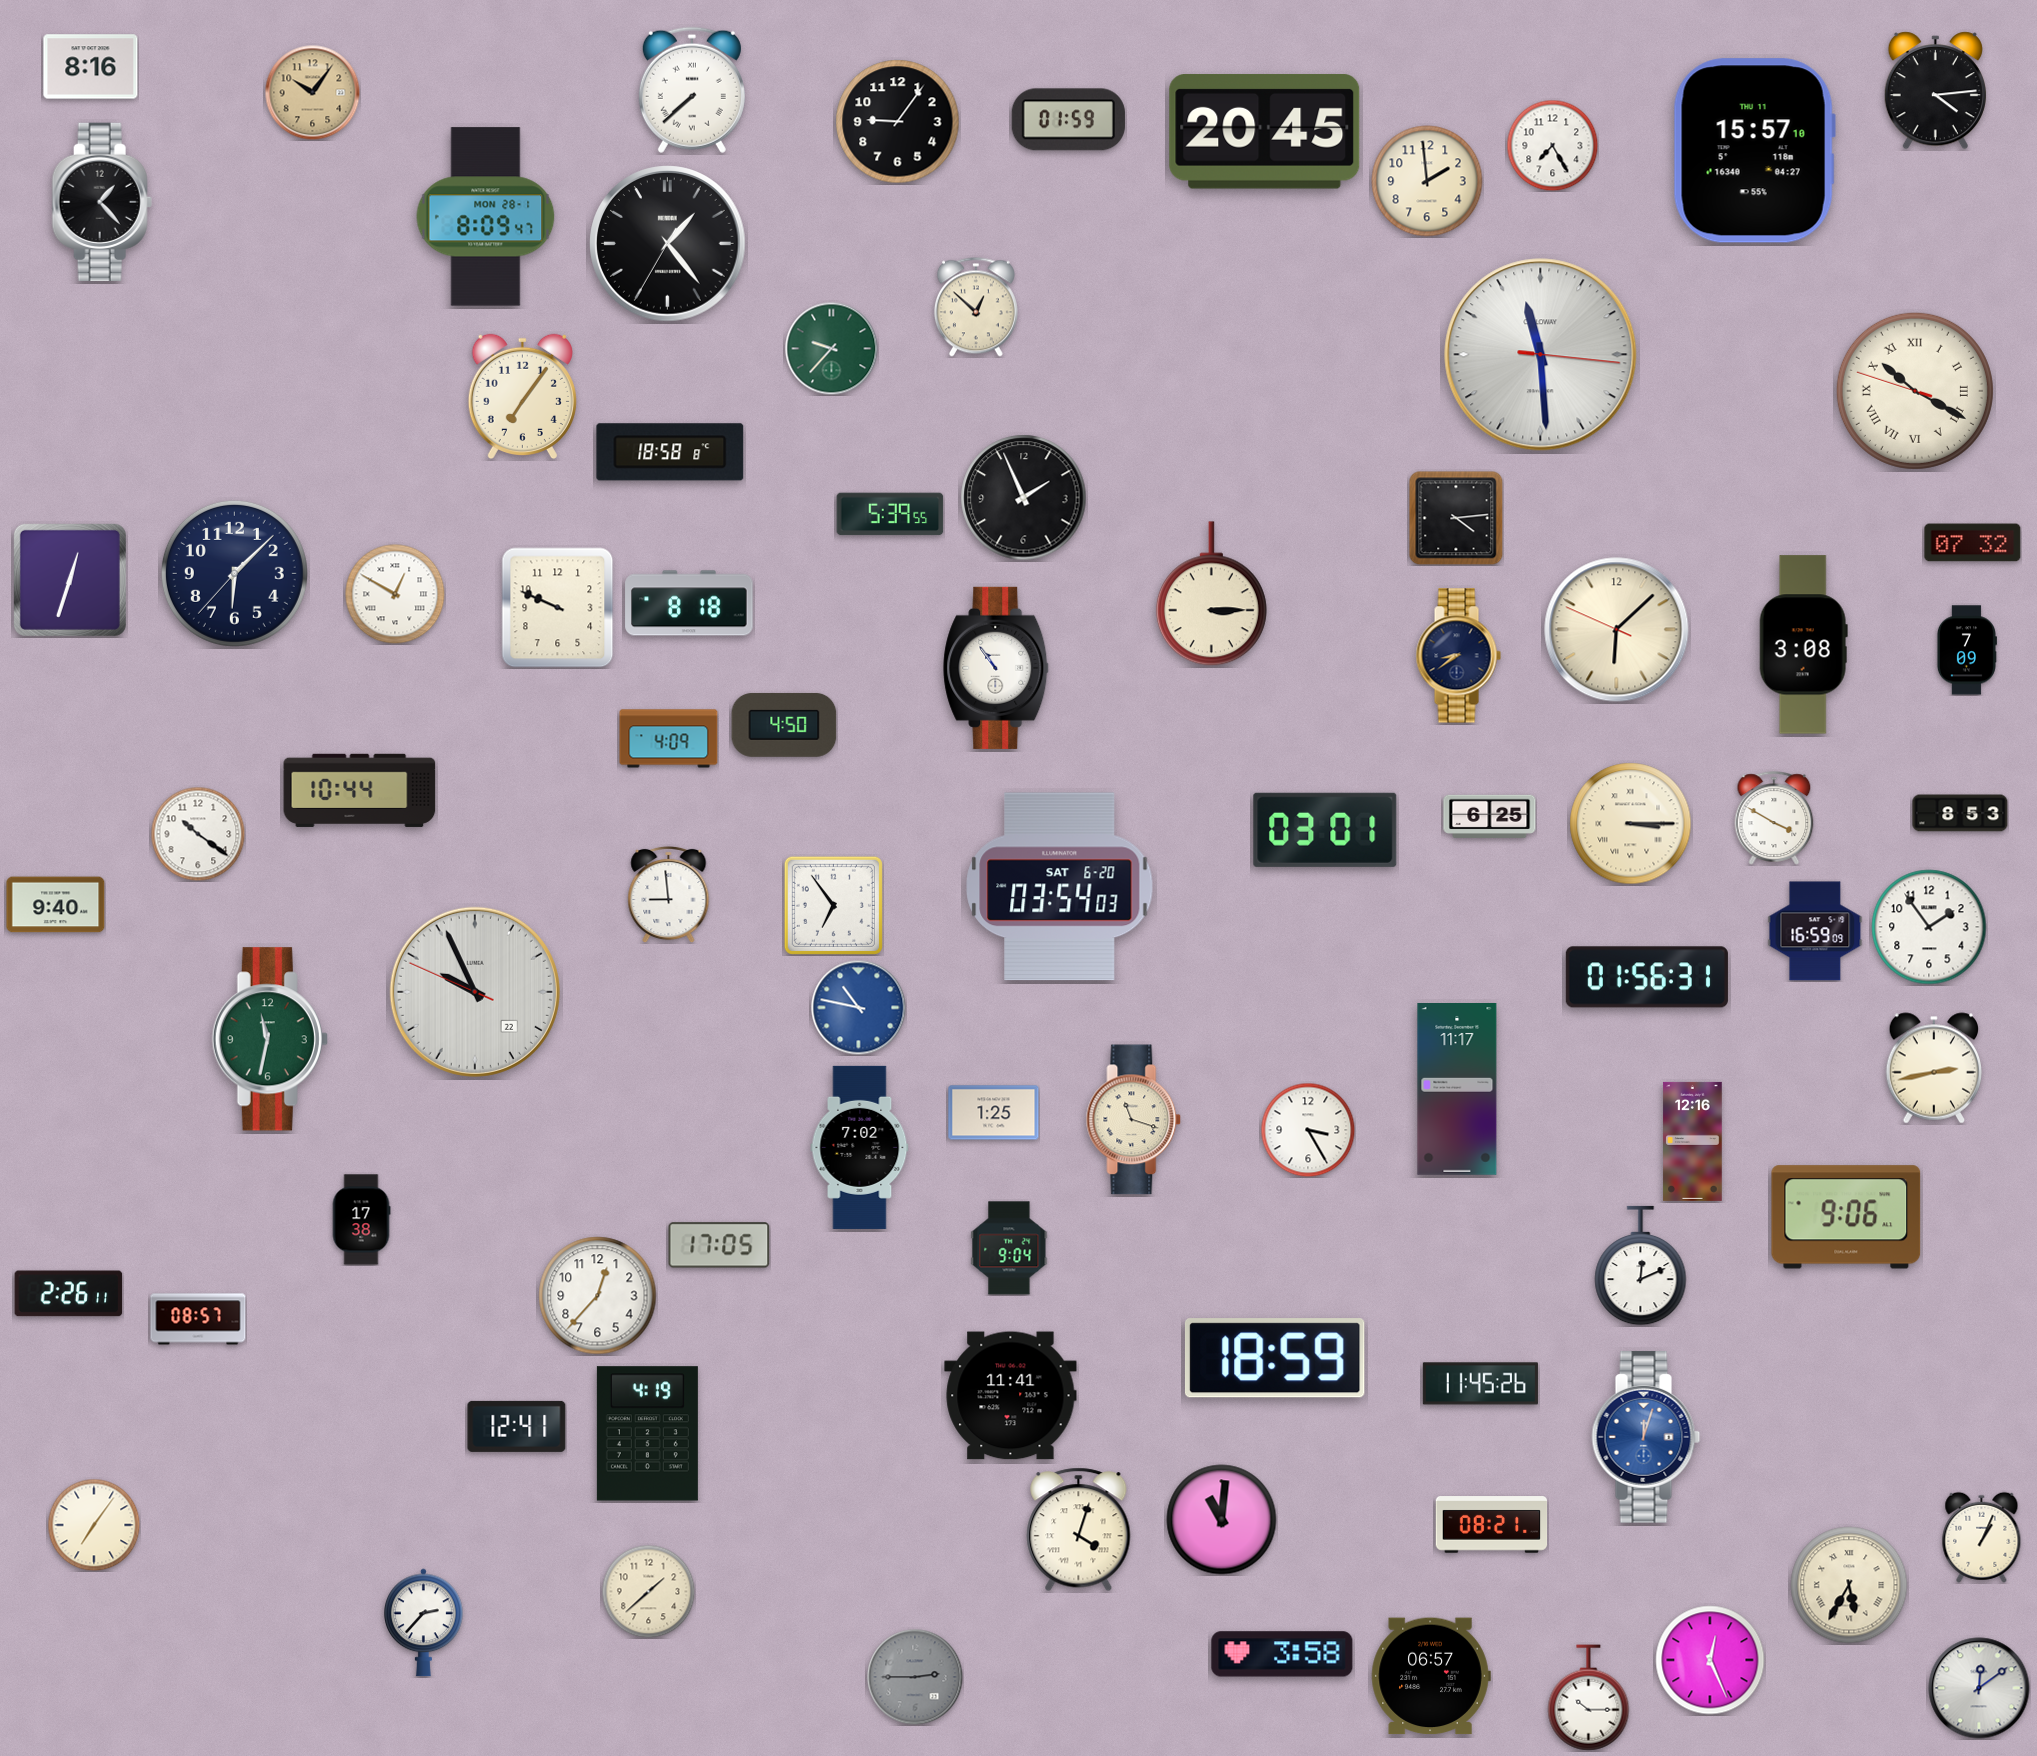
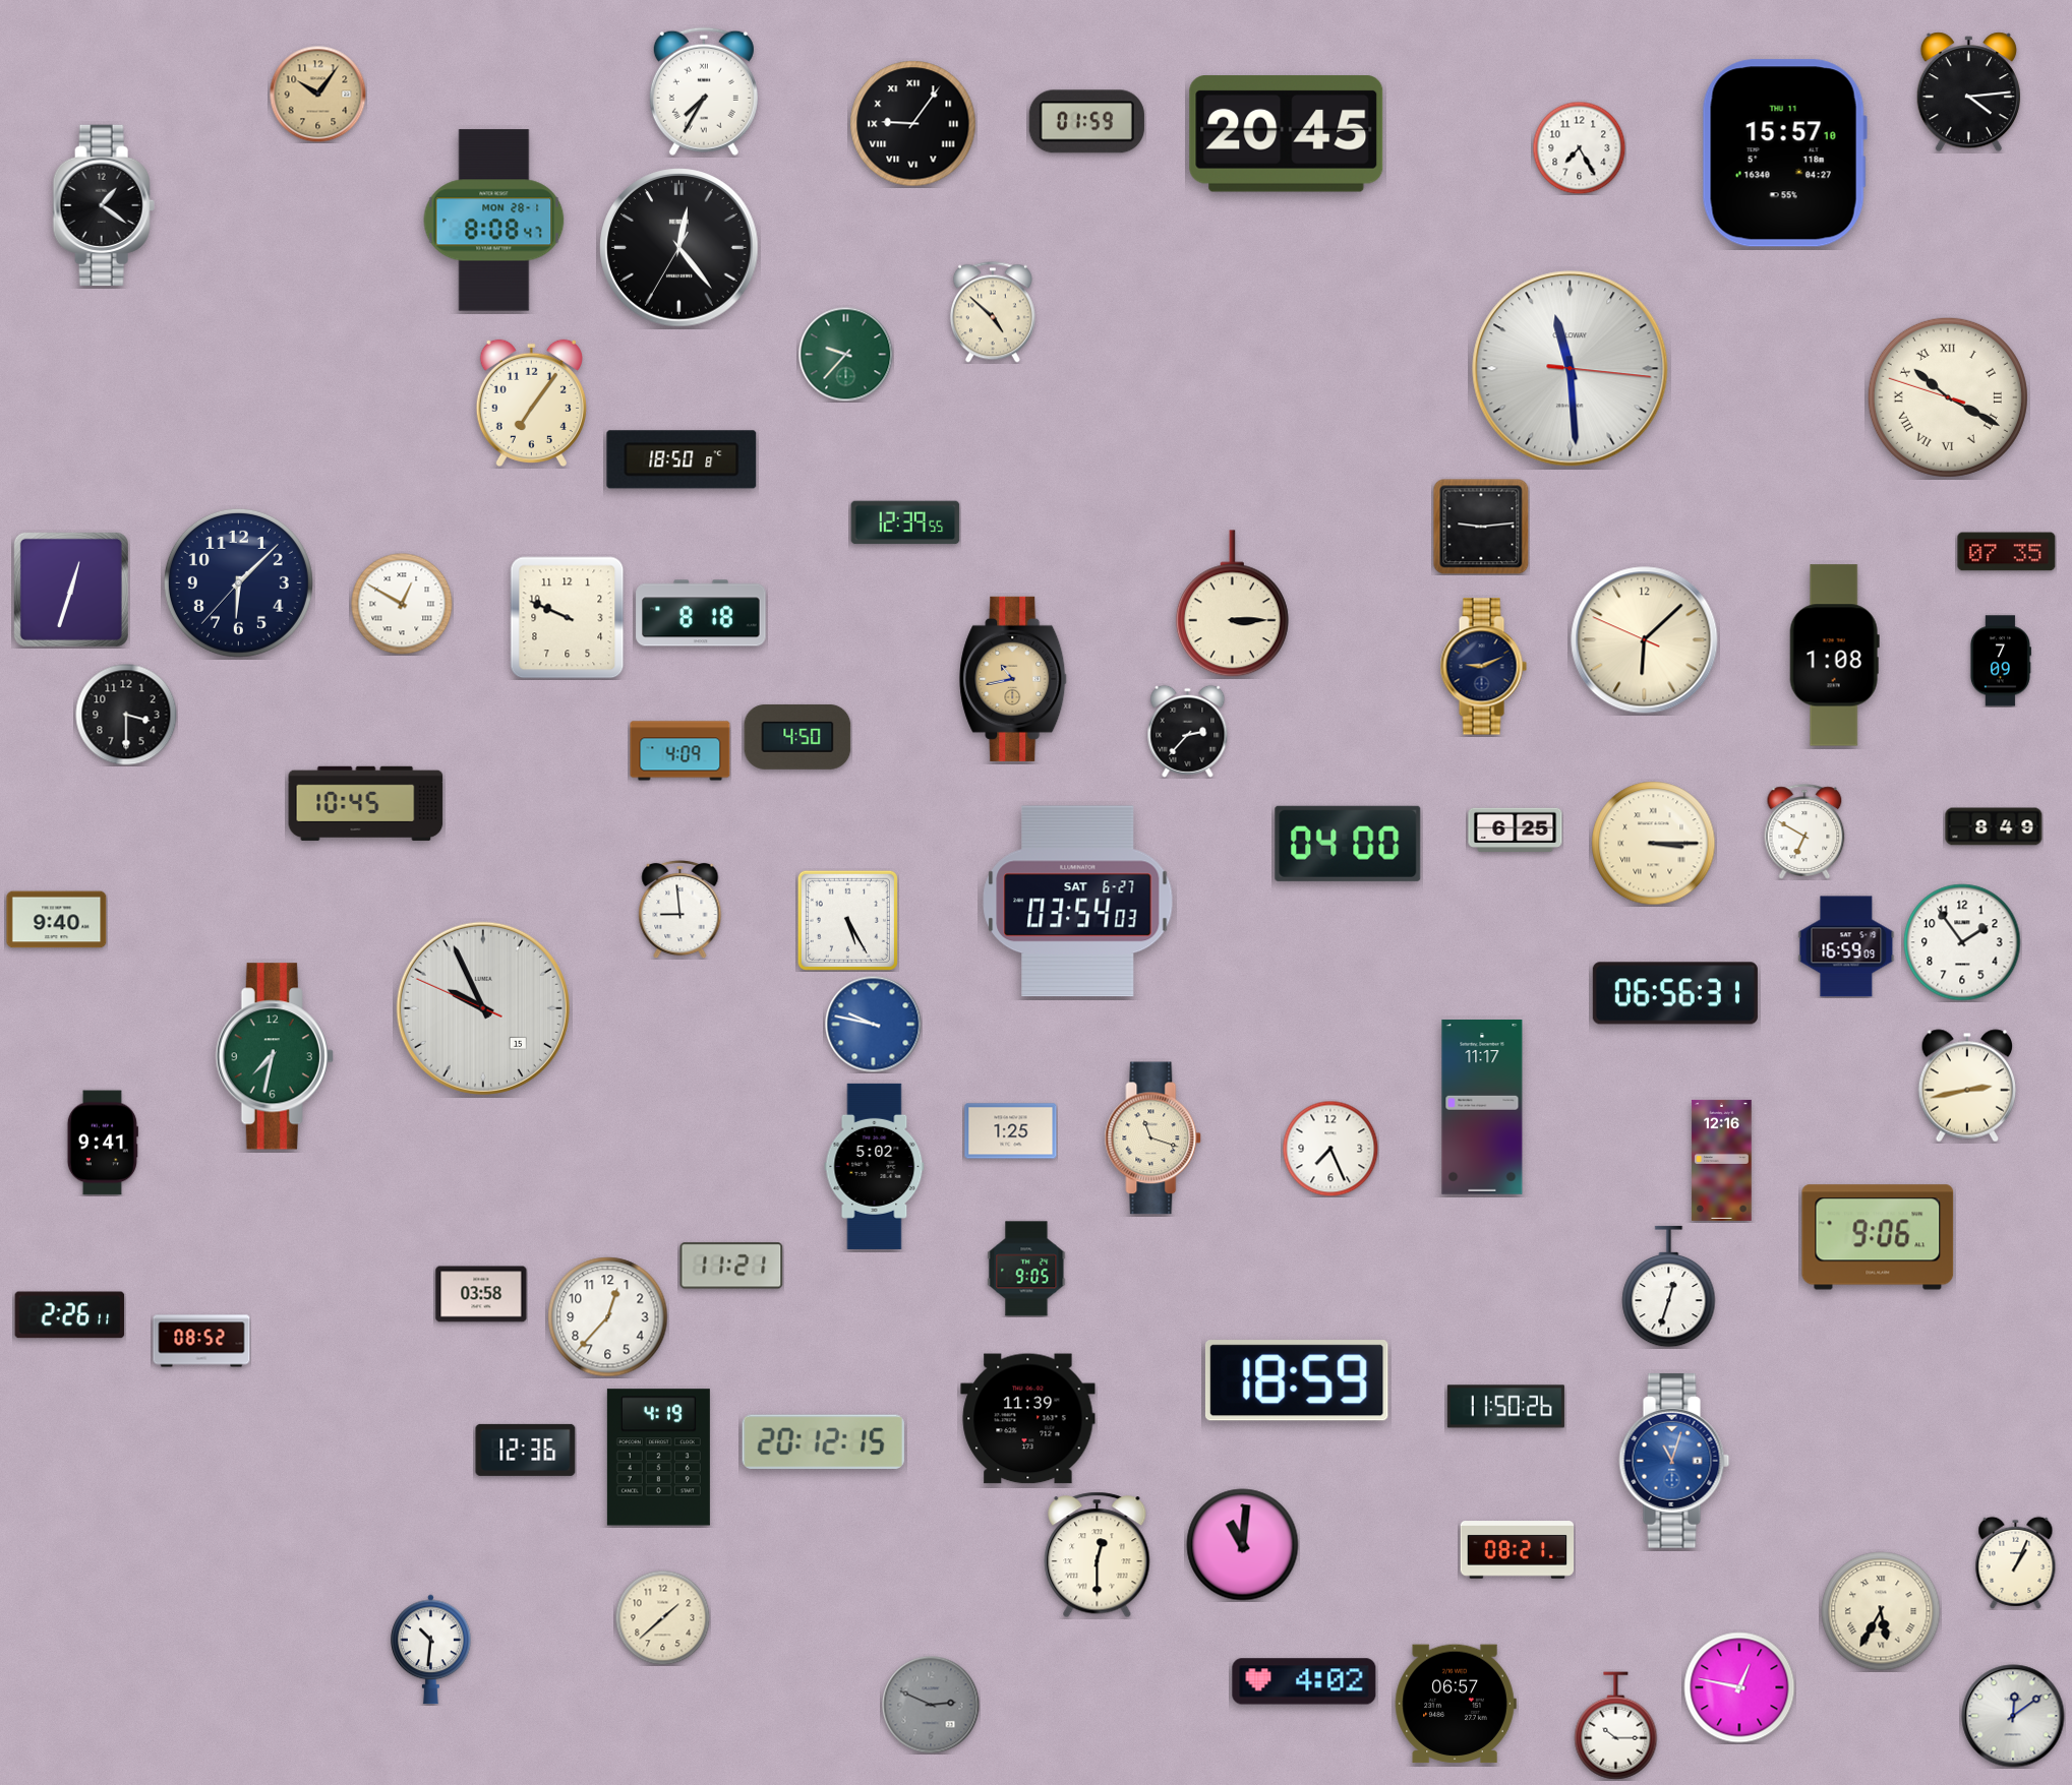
clock at (91, 67): 8:16 -> none
clock at (692, 90): 7:38 -> 7:35
clock at (898, 122) numerals: Arabic -> Roman
clock at (1427, 181): 1:59 -> none
clock at (102, 201): 1:23 -> 1:21
clock at (486, 217): 8:09 -> 8:08
clock at (668, 244): 1:23 -> 12:23
clock at (976, 307): 12:52 -> 4:52
clock at (1541, 355) position: (1541, 355) -> (1571, 369)
clock at (670, 452): 18:58 -> 18:50
clock at (1024, 498): 1:56 -> none
clock at (890, 514): 5:39 -> 12:39
clock at (1456, 518): 4:14 -> 9:14
clock at (1973, 543): 07:32 -> 07:35
clock at (1803, 645): 3:08 -> 1:08
clock at (1458, 656): 8:39 -> 9:11
clock at (997, 668): 10:54 -> 10:43
clock at (997, 668) dial: white -> champagne
clock at (126, 715): none -> 3:30
clock at (1188, 731): none -> 2:37
clock at (360, 790): 10:44 -> 10:45
clock at (1960, 813): 8:53 -> 8:49
clock at (1774, 818): 3:50 -> 6:50
clock at (1631, 824) position: (1631, 824) -> (1654, 844)
clock at (1325, 830): 03:01 -> 04:00
clock at (198, 834): 10:21 -> none
clock at (1060, 887) date: SAT 6-20 -> SAT 6-27
clock at (833, 905): 6:54 -> 5:25
clock at (1647, 977): 01:56 -> 06:56
clock at (475, 992) date: 22 -> 15
clock at (858, 1007): 10:47 -> 9:47
clock at (270, 1039): 11:32 -> 7:32
clock at (103, 1143): none -> 9:41
clock at (1308, 1130): 3:25 -> 7:26
clock at (860, 1147): 7:02 -> 5:02
clock at (361, 1220): 17:38 -> none
clock at (719, 1245): 17:05 -> 11:21
clock at (1009, 1248): 9:04 -> 9:05
clock at (1641, 1266): 12:11 -> 12:33
clock at (481, 1294): none -> 03:58
clock at (198, 1319): 08:57 -> 08:52
clock at (1480, 1384): 11:45 -> 11:50
clock at (1011, 1396): 11:41 -> 11:39
clock at (823, 1441): none -> 20:12
clock at (517, 1426): 12:41 -> 12:36
clock at (1646, 1437): 12:03 -> 11:03
clock at (94, 1525): 7:06 -> none
clock at (1079, 1530): 4:03 -> 12:30
clock at (648, 1591) position: (648, 1591) -> (662, 1617)
clock at (424, 1623): 2:37 -> 10:31
clock at (1282, 1654): 3:58 -> 4:02
clock at (1710, 1660): 12:26 -> 12:47
clock at (915, 1677): 2:45 -> 2:49
